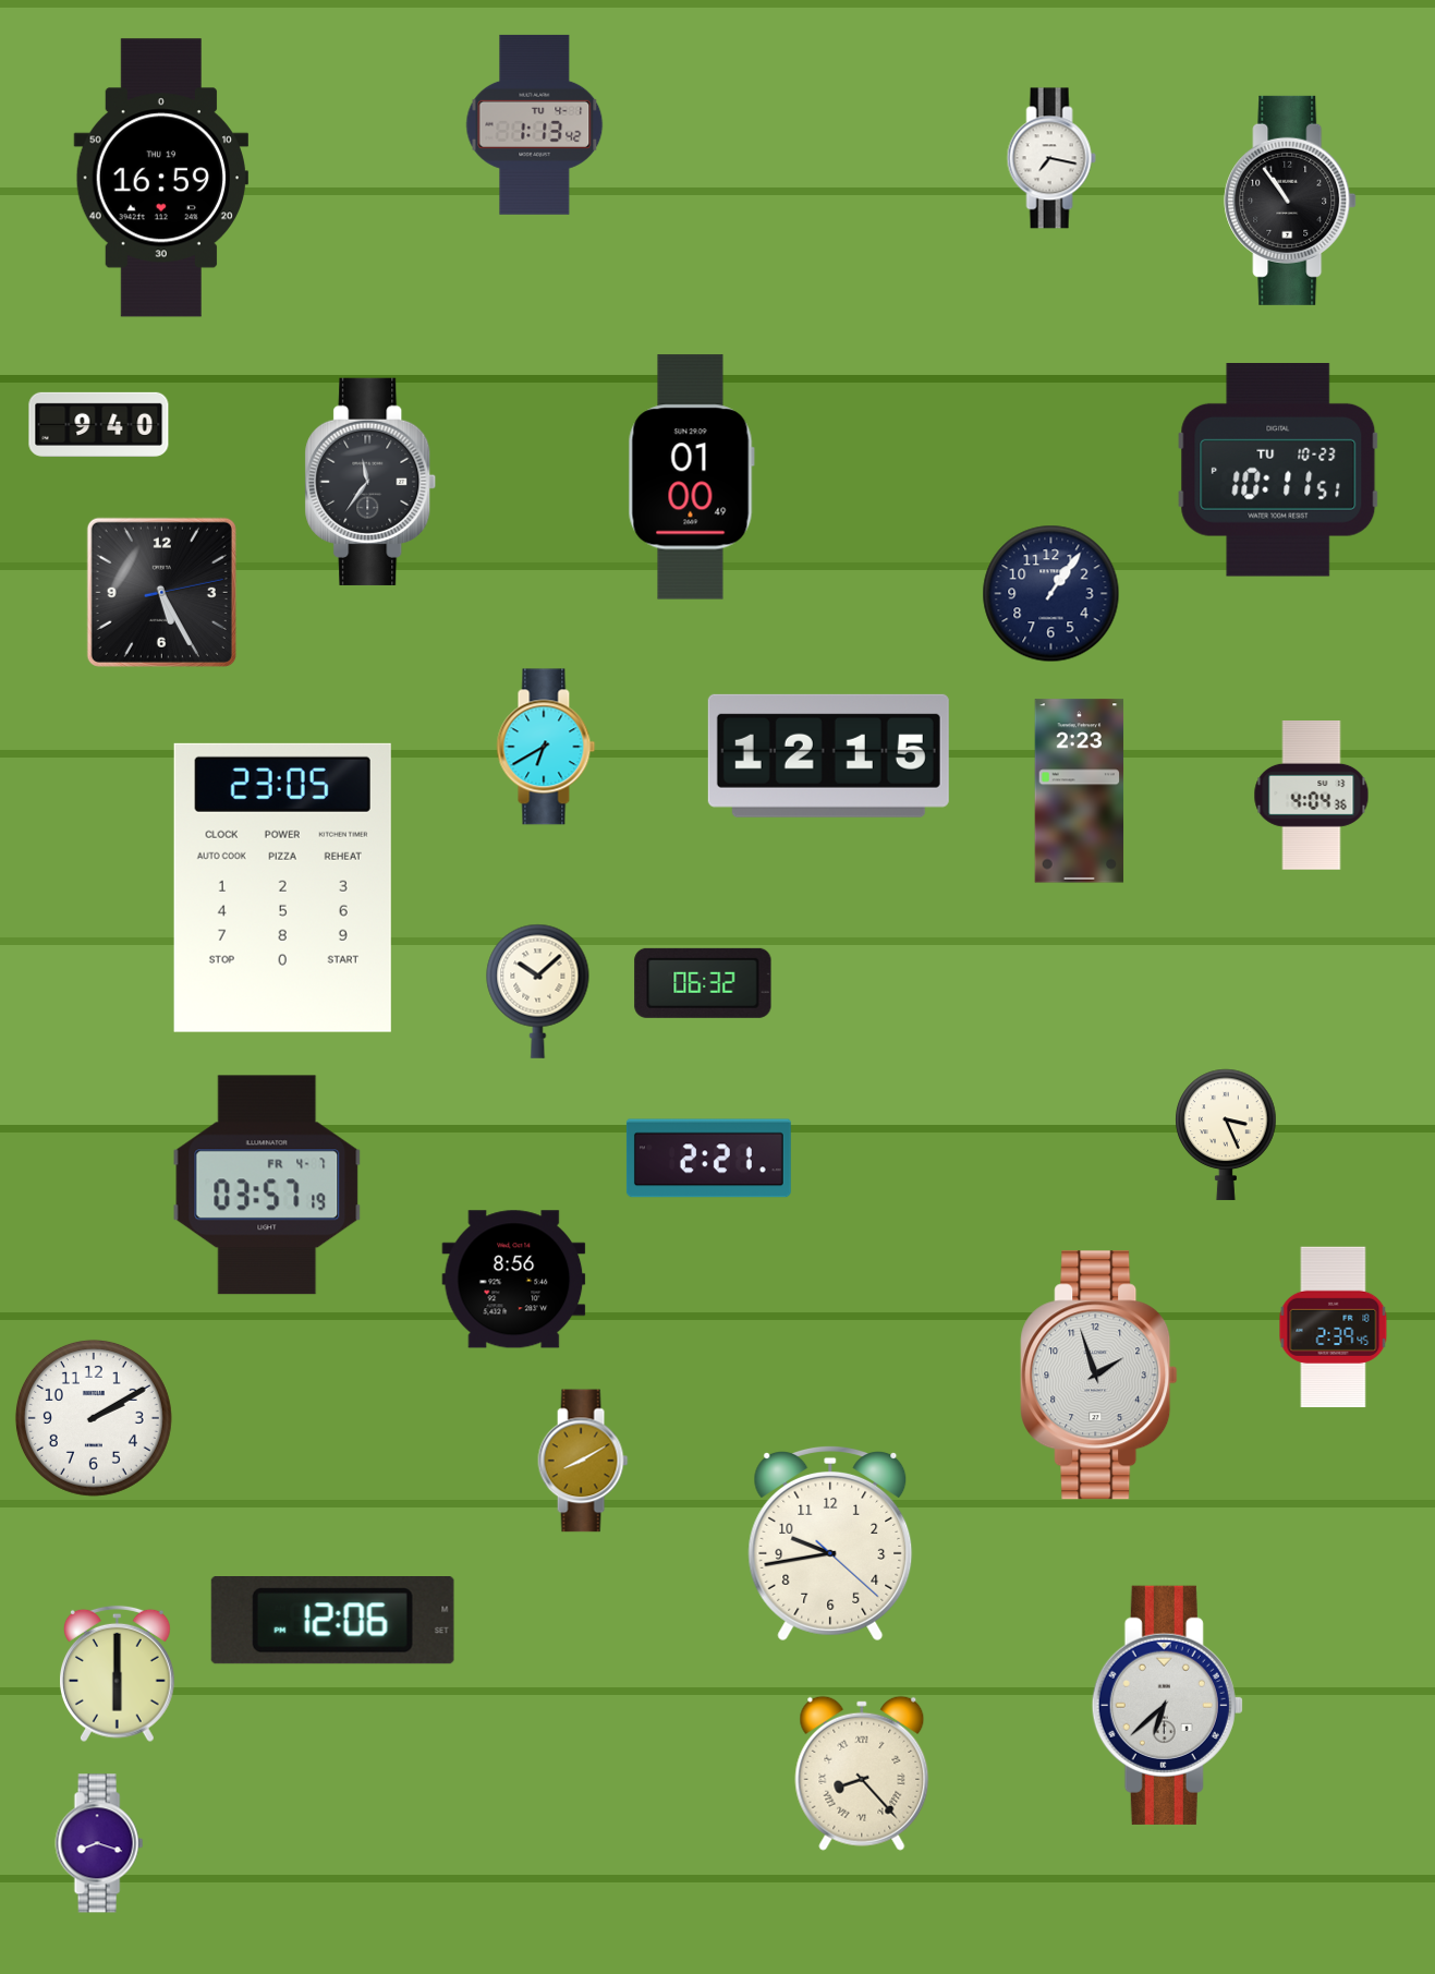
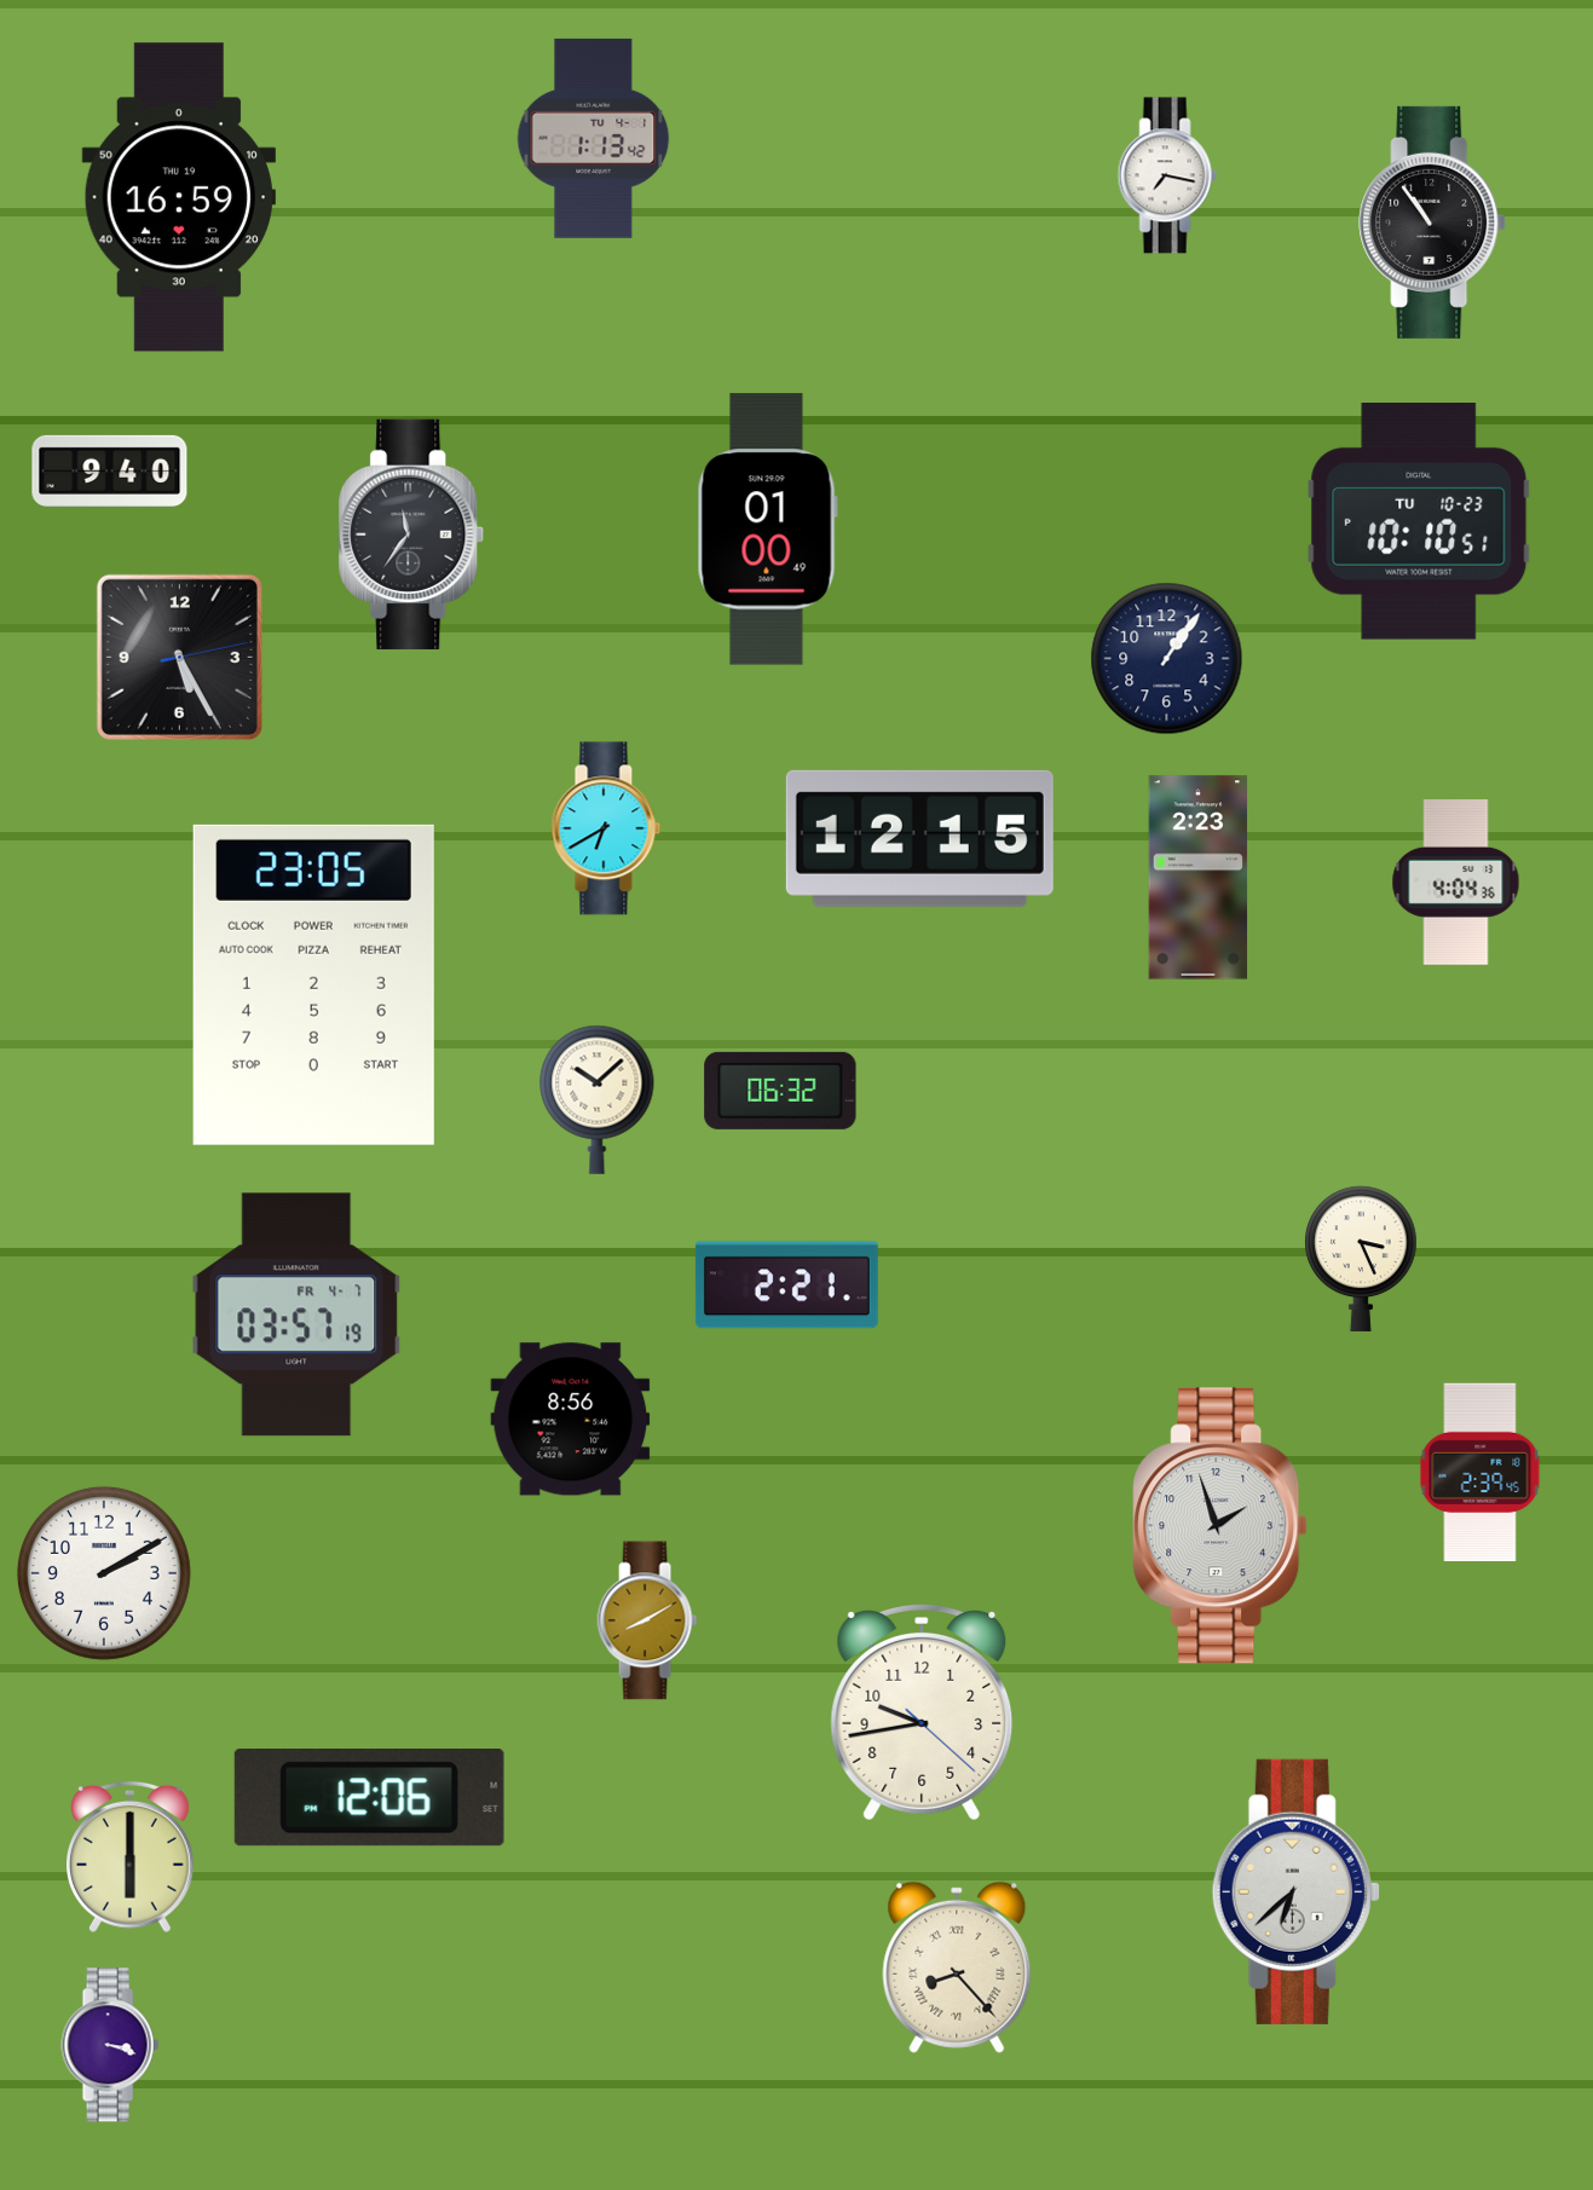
clock at (1278, 471): 10:11 -> 10:10
clock at (99, 1843): 8:18 -> 3:18
